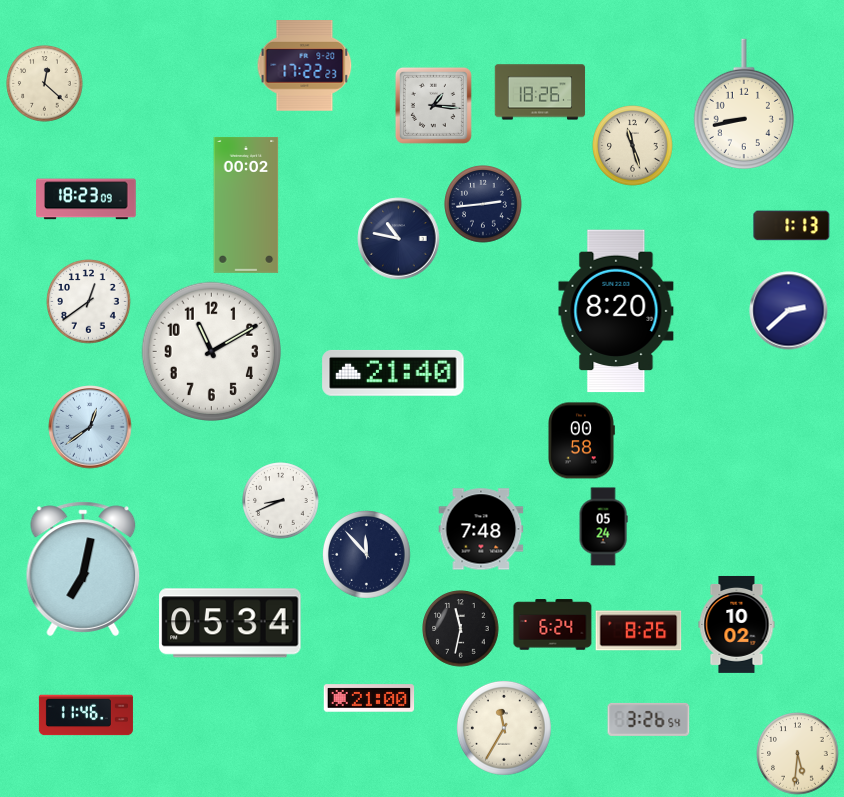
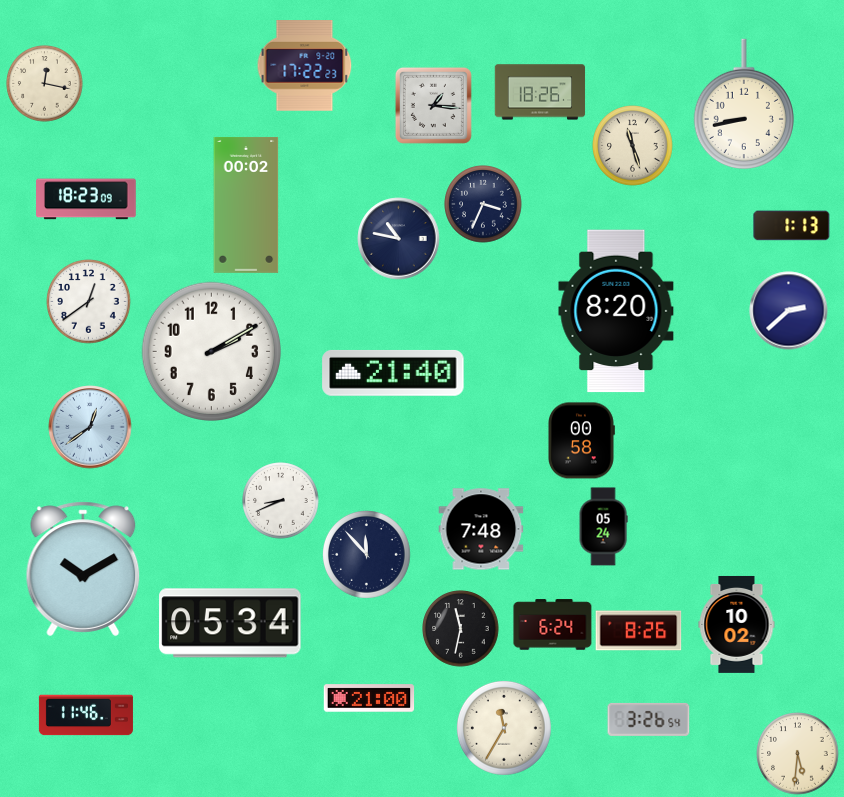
clock at (45, 84): 12:22 -> 12:17
clock at (483, 204): 2:44 -> 3:34
clock at (211, 351): 11:10 -> 2:10
clock at (83, 569): 7:02 -> 10:10
